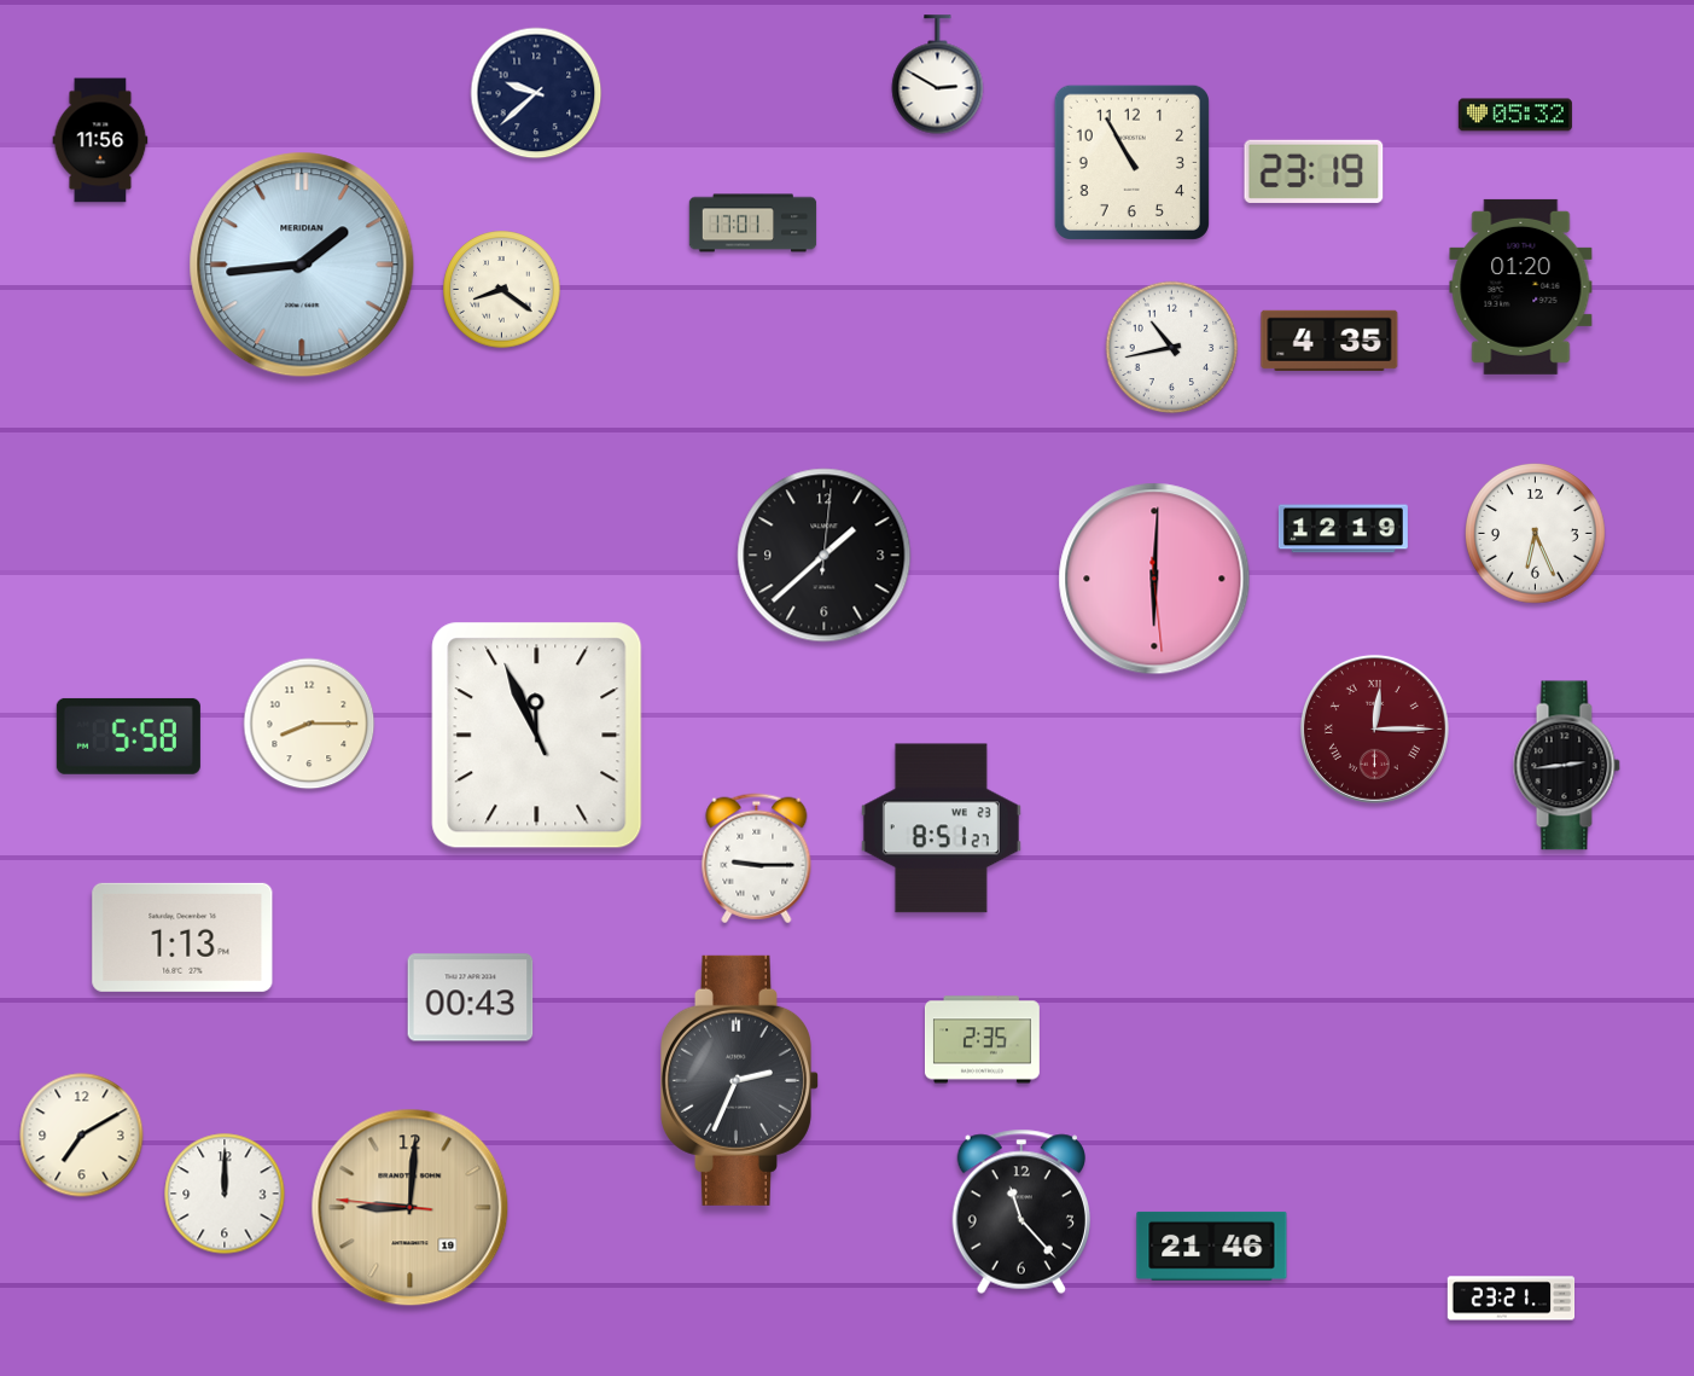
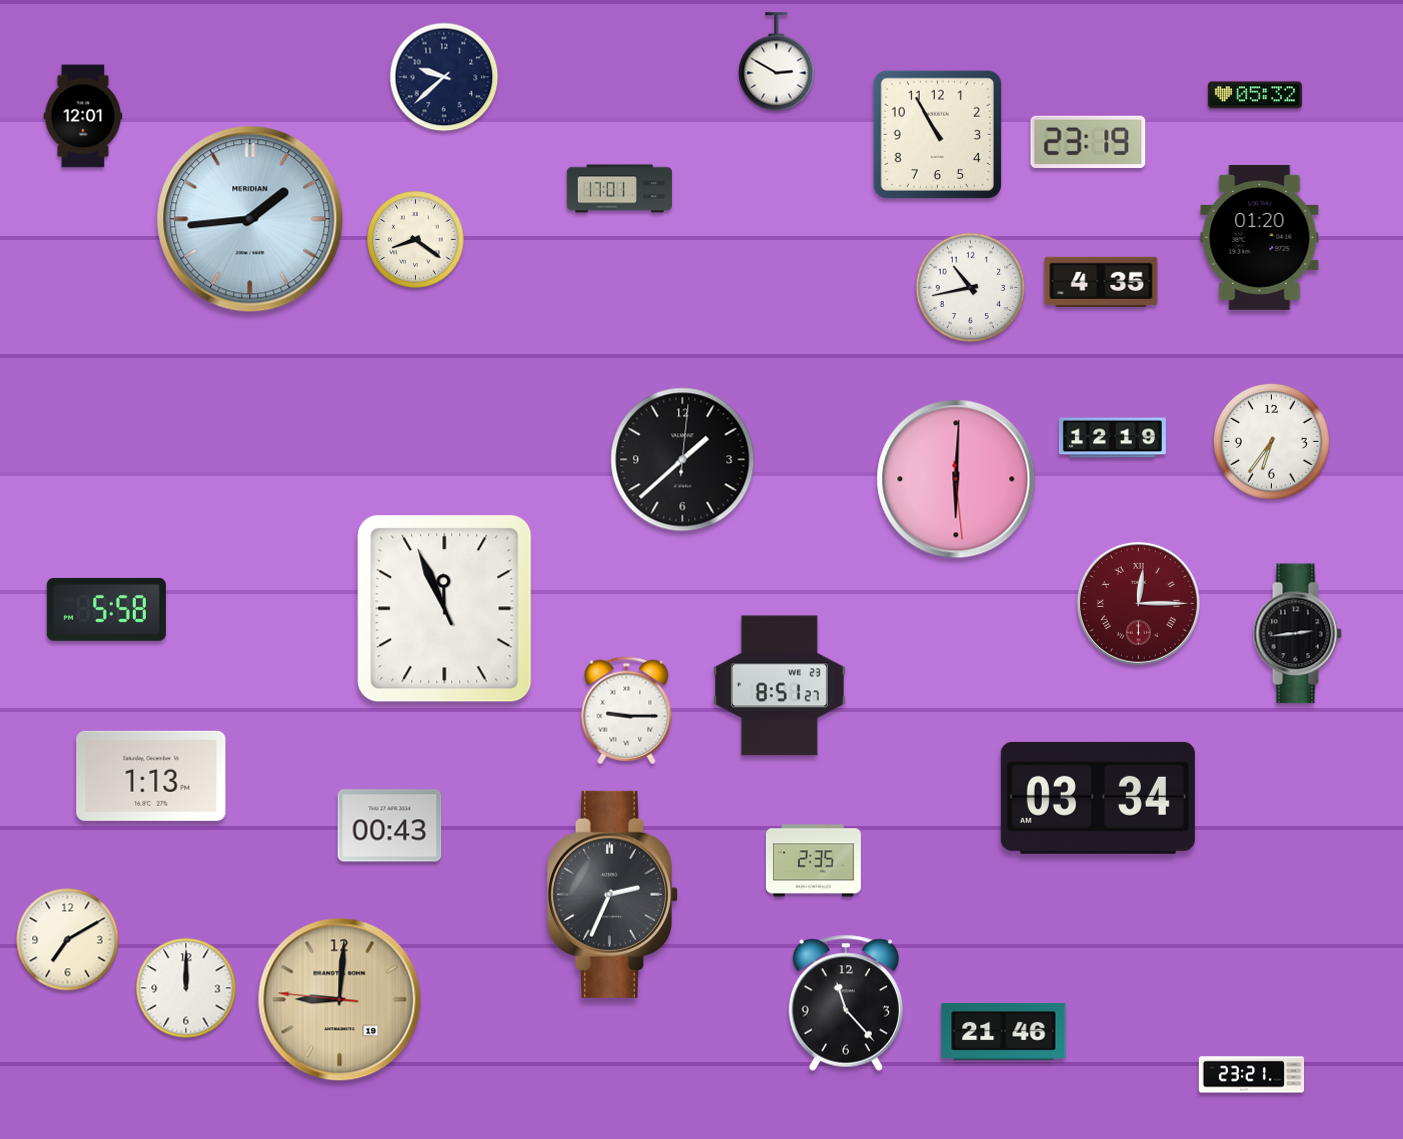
clock at (100, 140): 11:56 -> 12:01
clock at (753, 223) position: (753, 223) -> (620, 189)
clock at (1536, 534): 6:26 -> 6:36
clock at (309, 724): 8:15 -> none
clock at (1098, 798): none -> 03:34
